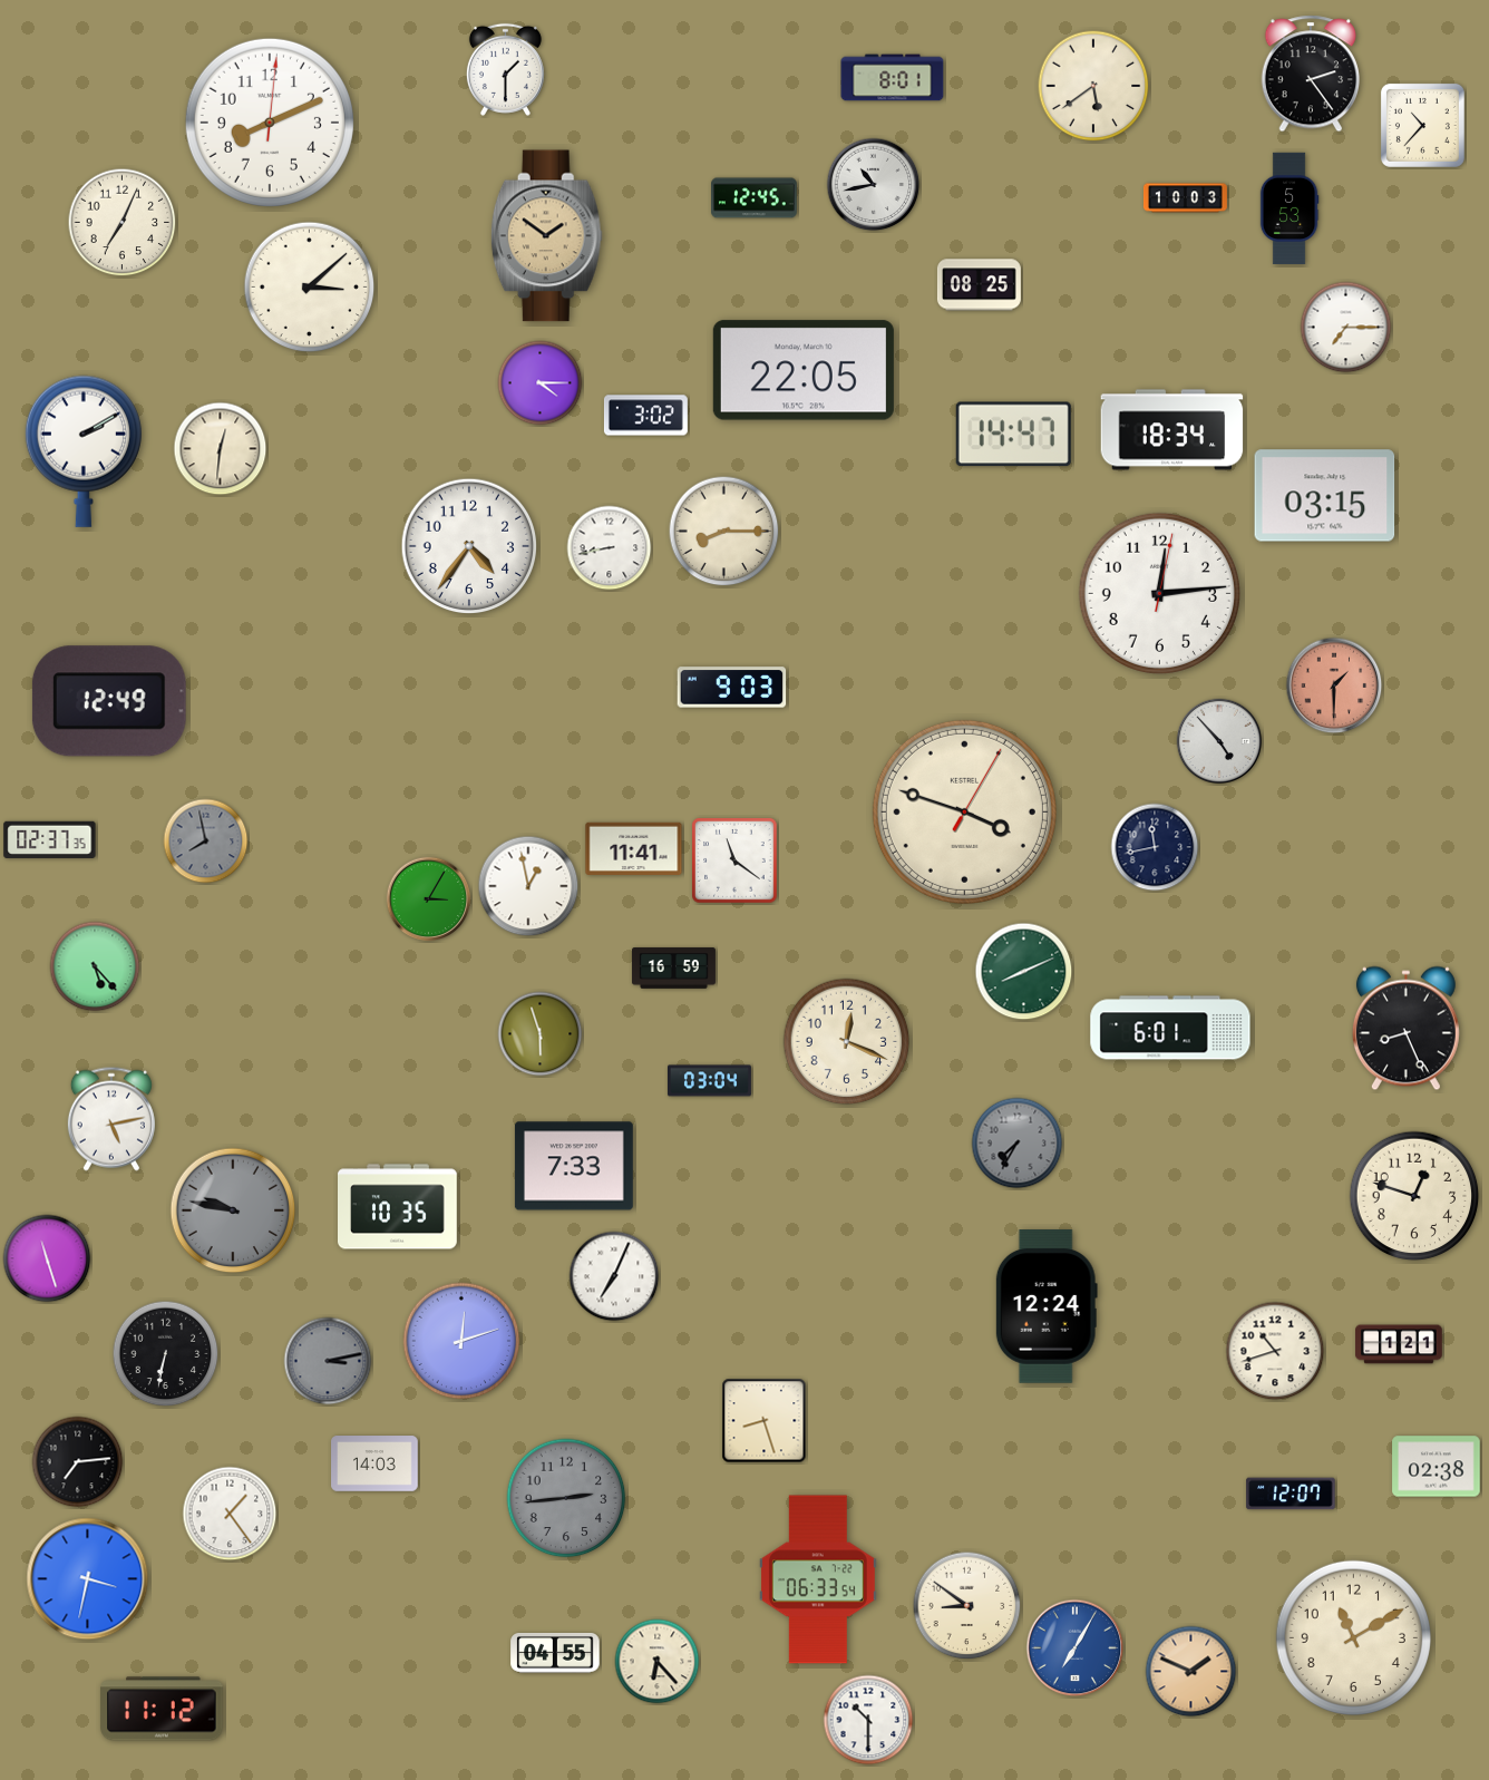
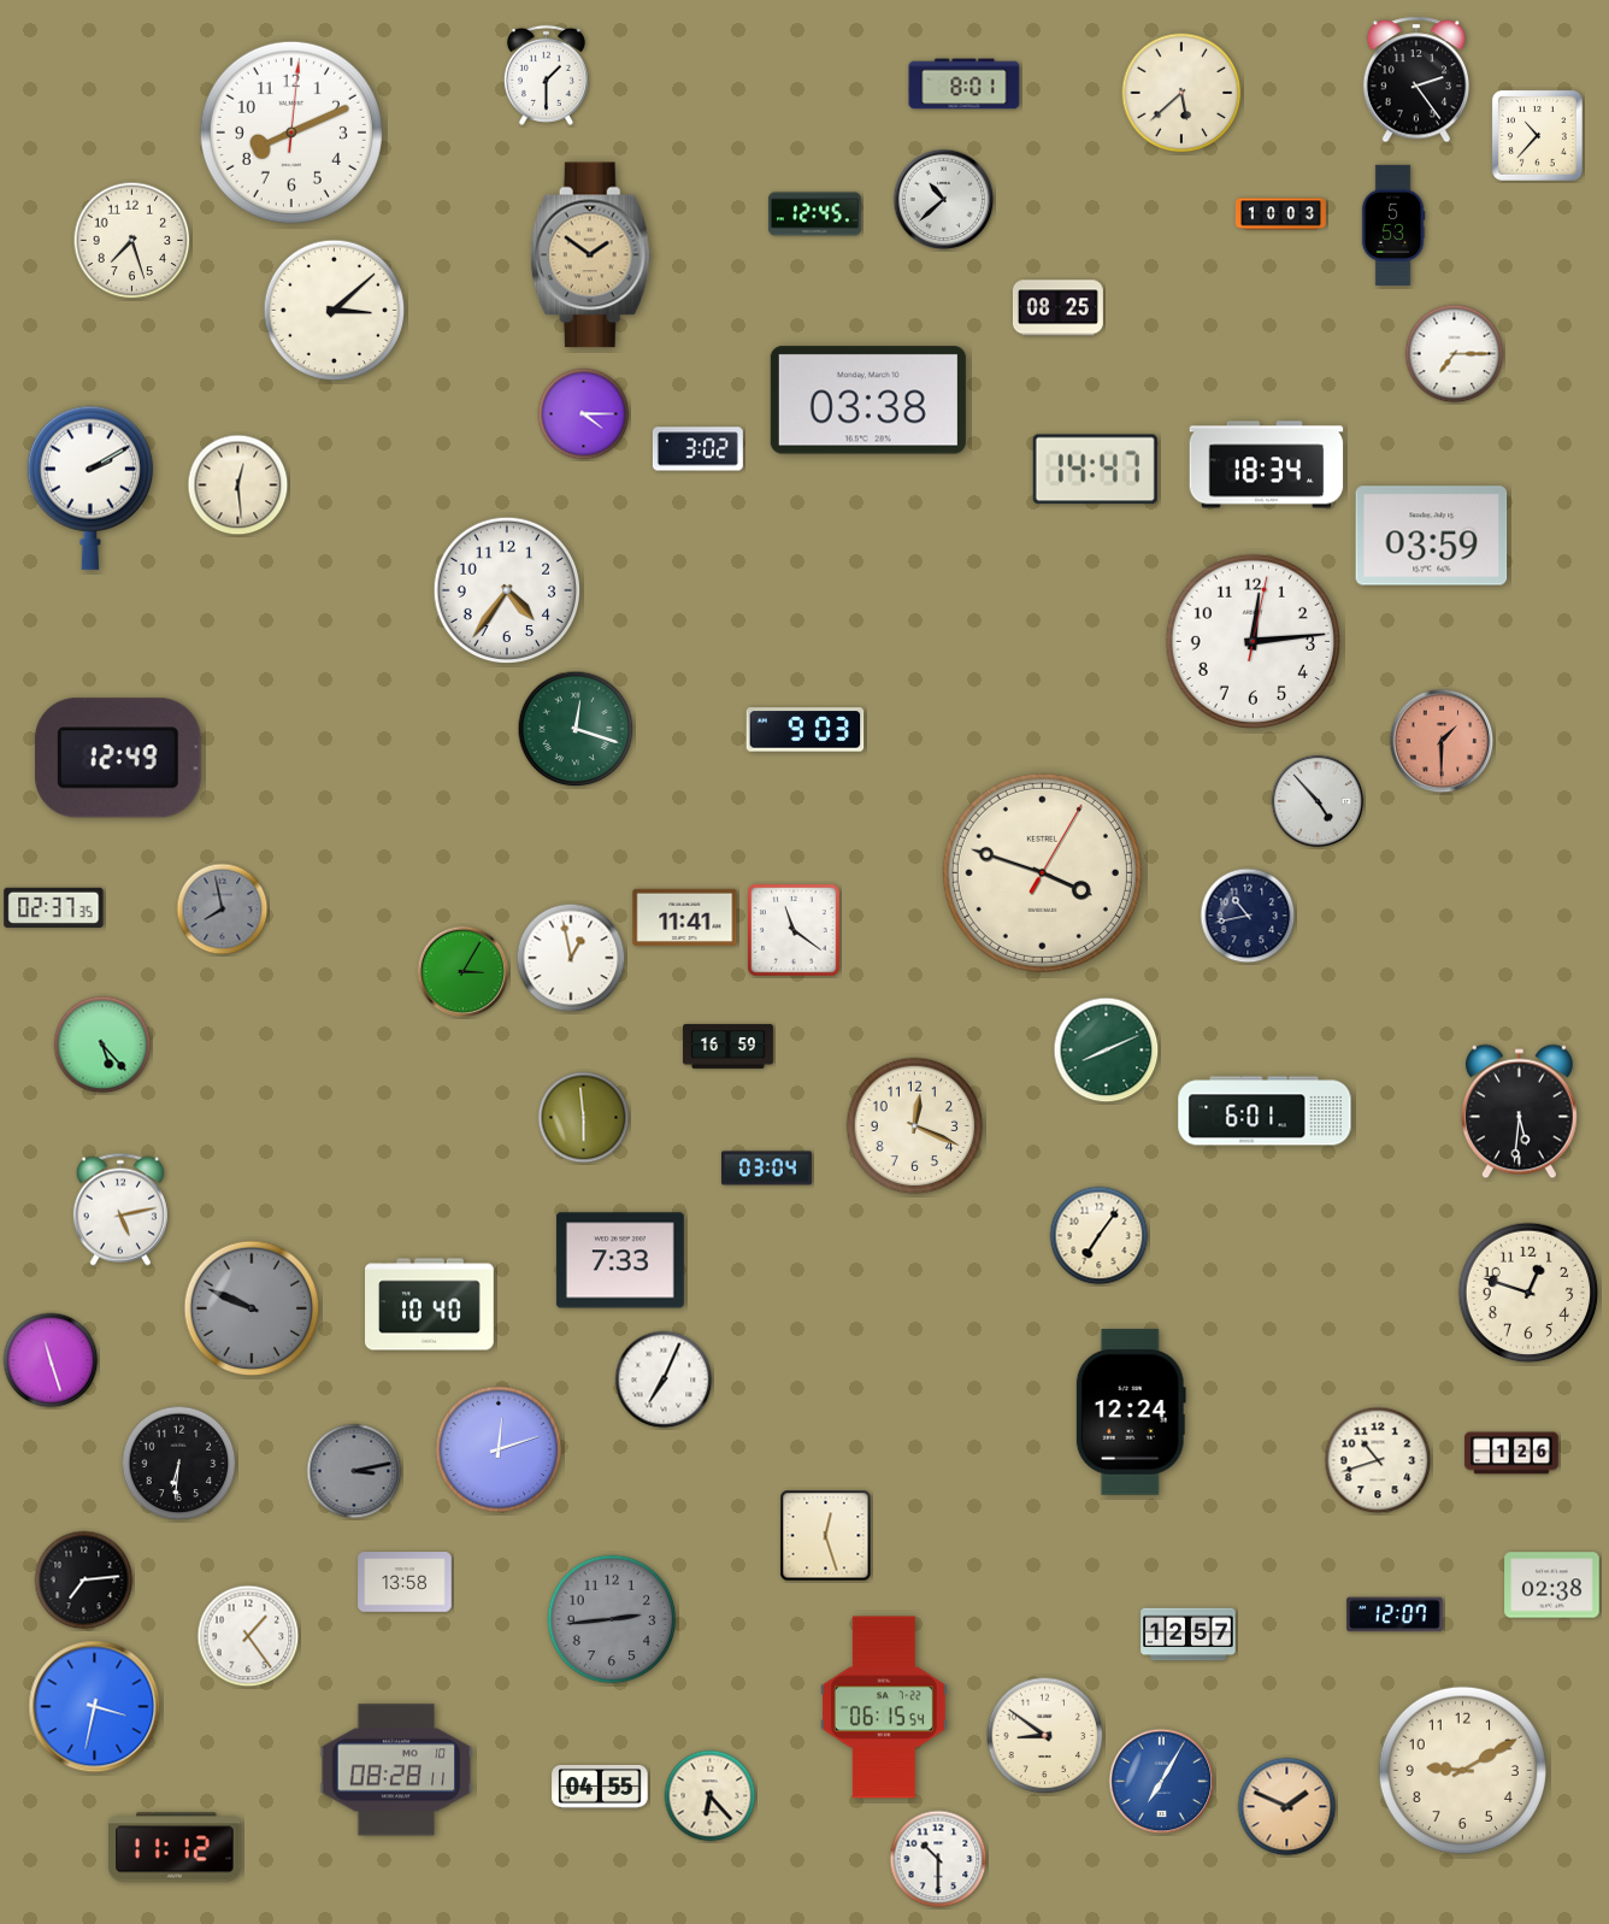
clock at (1093, 86): 5:39 -> 5:38
clock at (874, 185): 10:43 -> 10:38
clock at (123, 223): 7:04 -> 7:27
clock at (804, 370): 22:05 -> 03:38
clock at (221, 449): 12:31 -> 12:29
clock at (1325, 496): 03:15 -> 03:59
clock at (724, 532): 8:15 -> none
clock at (610, 548): 8:43 -> none
clock at (576, 729): none -> 12:18
clock at (732, 688) position: (732, 688) -> (806, 730)
clock at (964, 811) position: (964, 811) -> (1042, 872)
clock at (1155, 847): 11:43 -> 10:43
clock at (1405, 1029): 8:26 -> 5:31
clock at (541, 1034): 5:57 -> 5:59
clock at (1018, 1144): 7:35 -> 7:06
clock at (1018, 1144) dial: grey -> cream
clock at (398, 1207): 10:35 -> 10:40
clock at (233, 1210): 9:47 -> 9:49
clock at (1399, 1344): 1:21 -> 1:26
clock at (166, 1354): 6:32 -> 6:31
clock at (765, 1421): 8:27 -> 12:27
clock at (374, 1463): 14:03 -> 13:58
clock at (1189, 1635): none -> 12:57
clock at (818, 1579): 06:33 -> 06:15
clock at (396, 1770): none -> 08:28
clock at (1353, 1637): 11:10 -> 9:10
